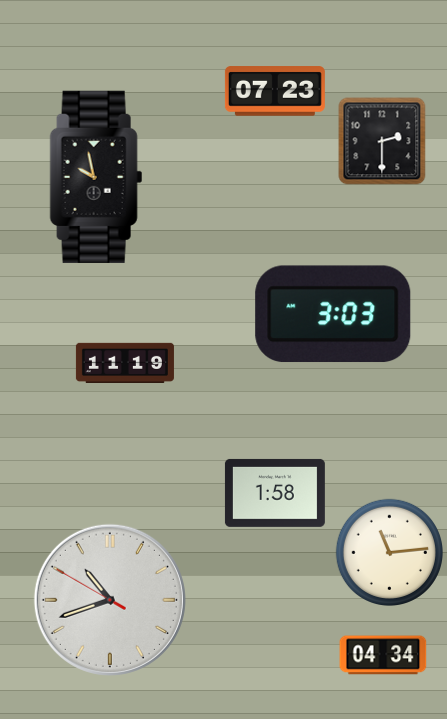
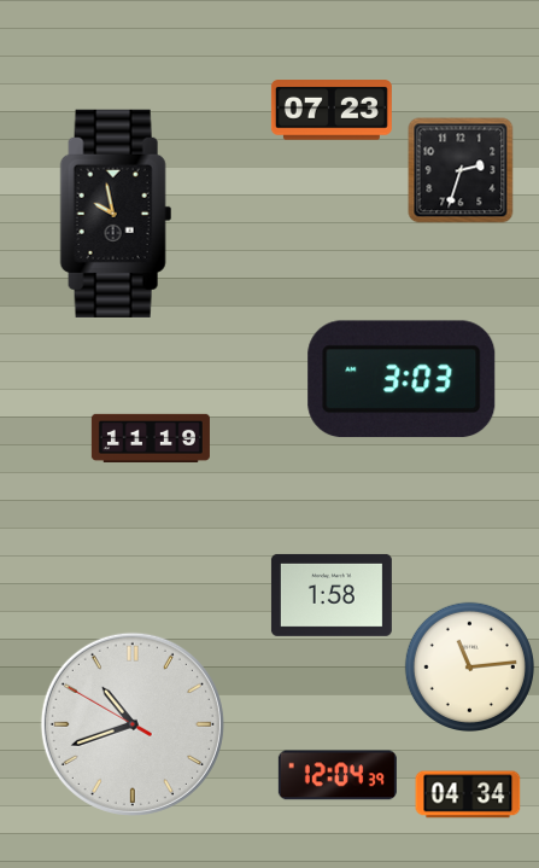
clock at (382, 141): 2:30 -> 2:33
clock at (338, 775): none -> 12:04
clock at (383, 655) position: (383, 655) -> (468, 794)
